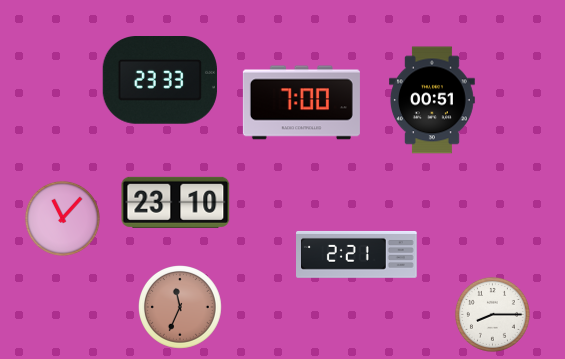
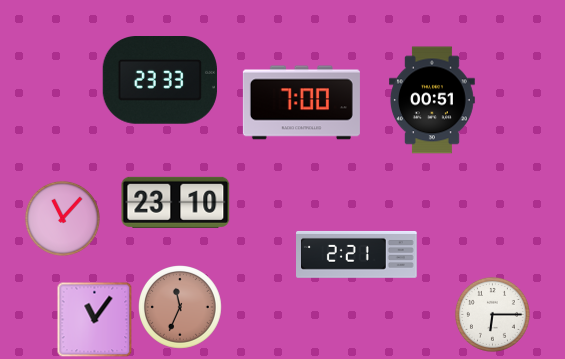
clock at (492, 314): 8:15 -> 6:15
clock at (95, 320): none -> 11:06
